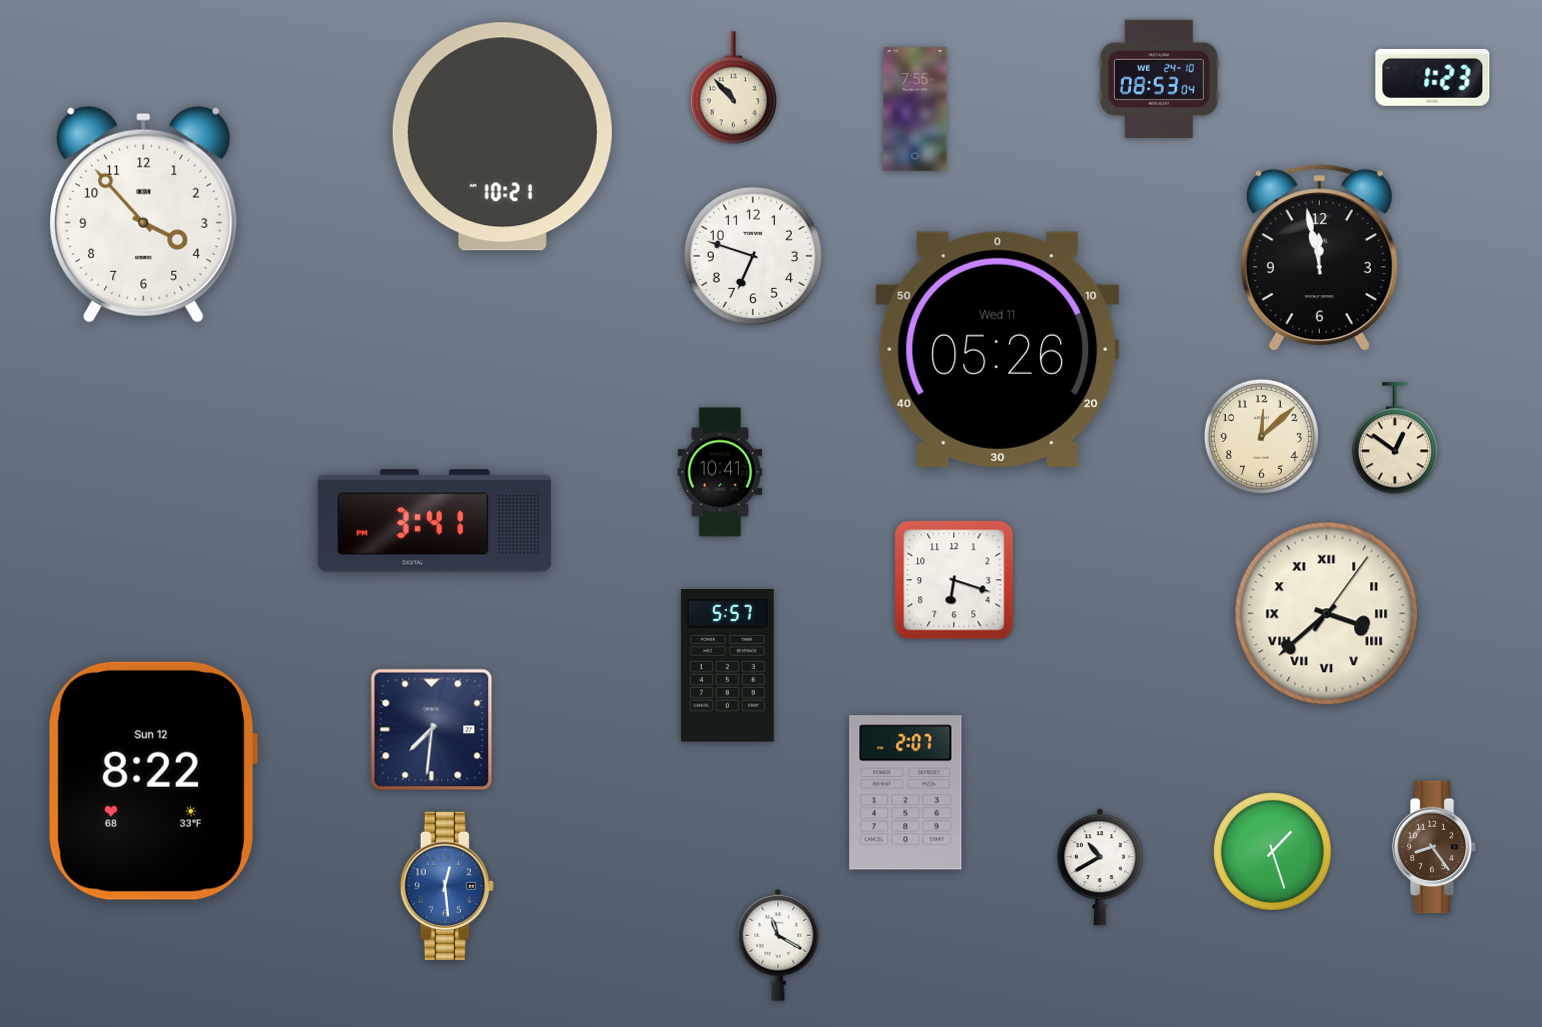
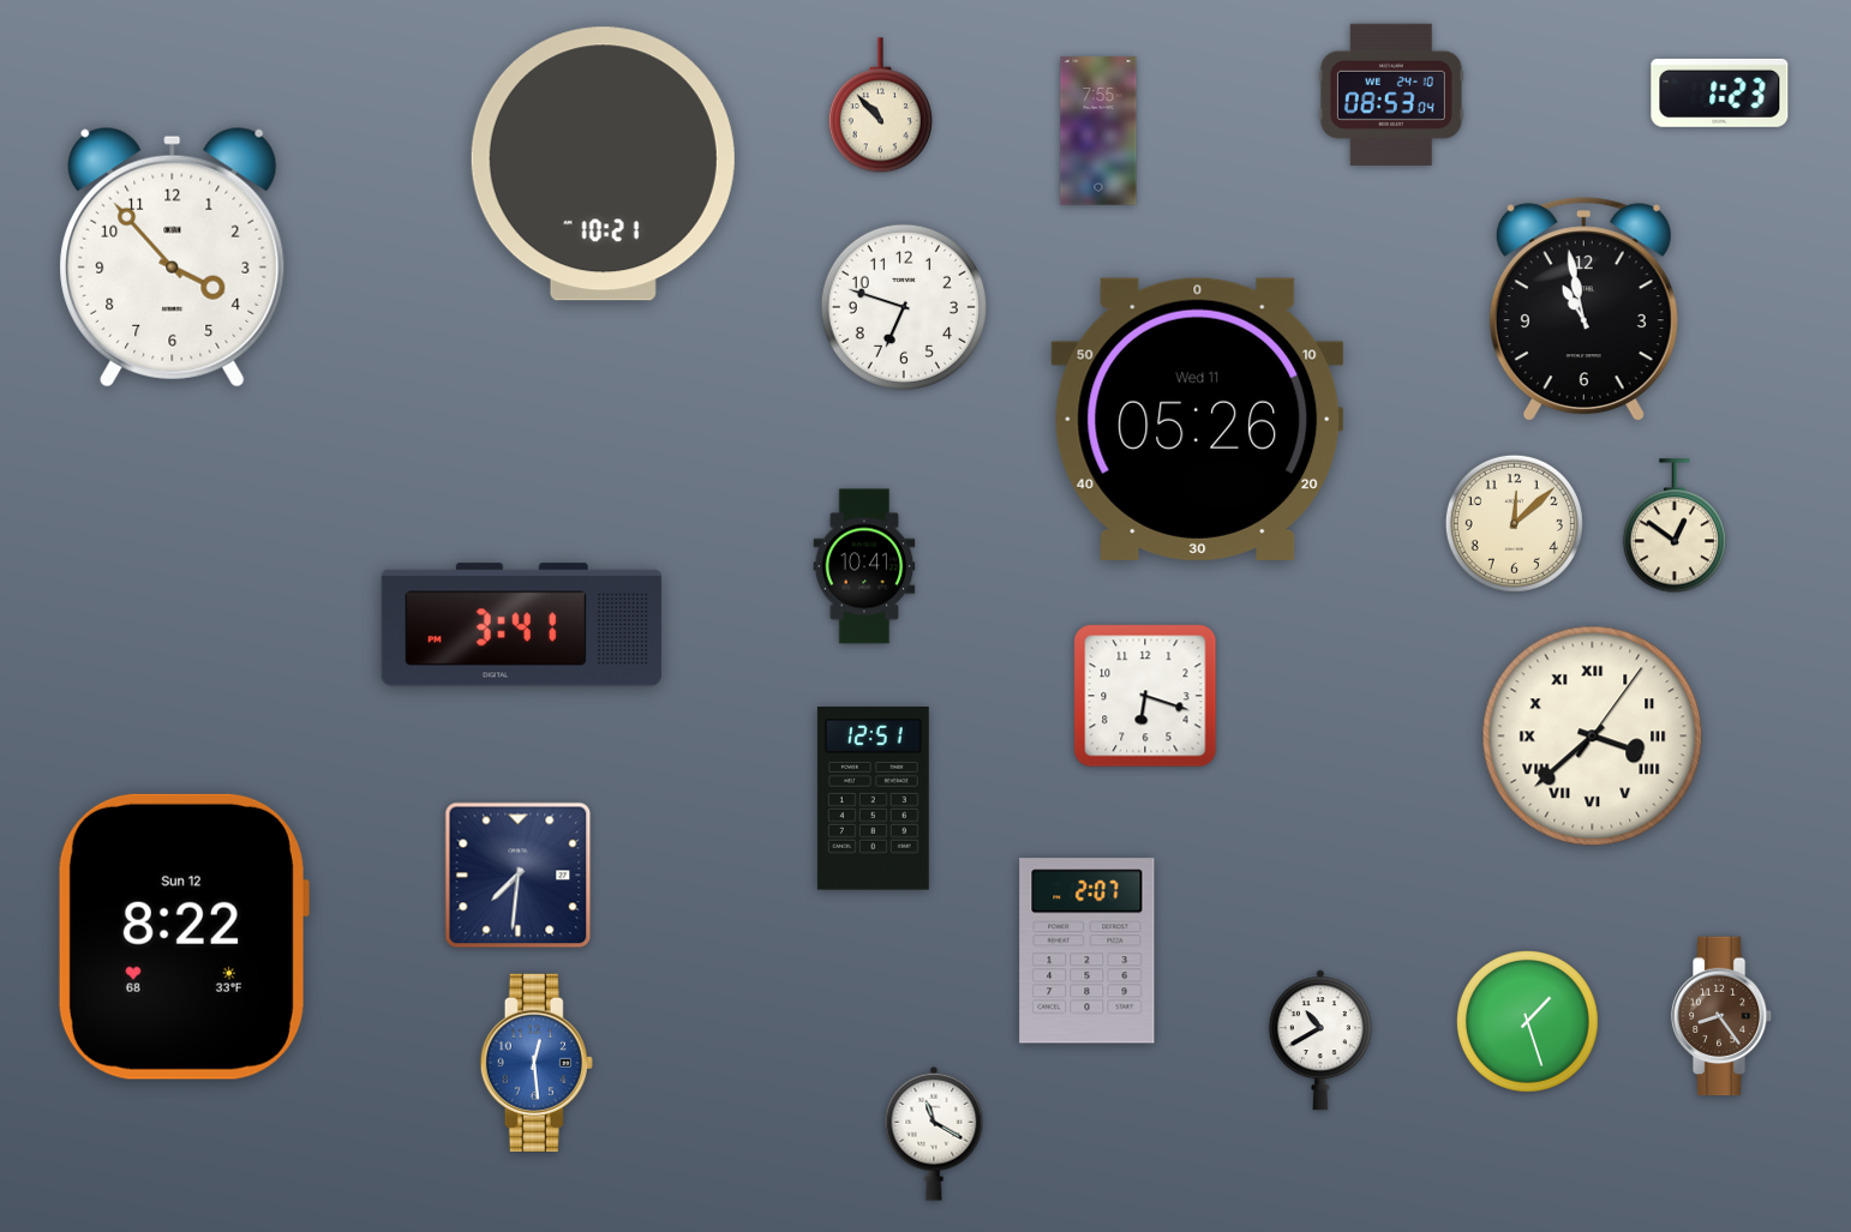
clock at (1319, 258): 11:58 -> 10:58
clock at (727, 666): 5:57 -> 12:51
